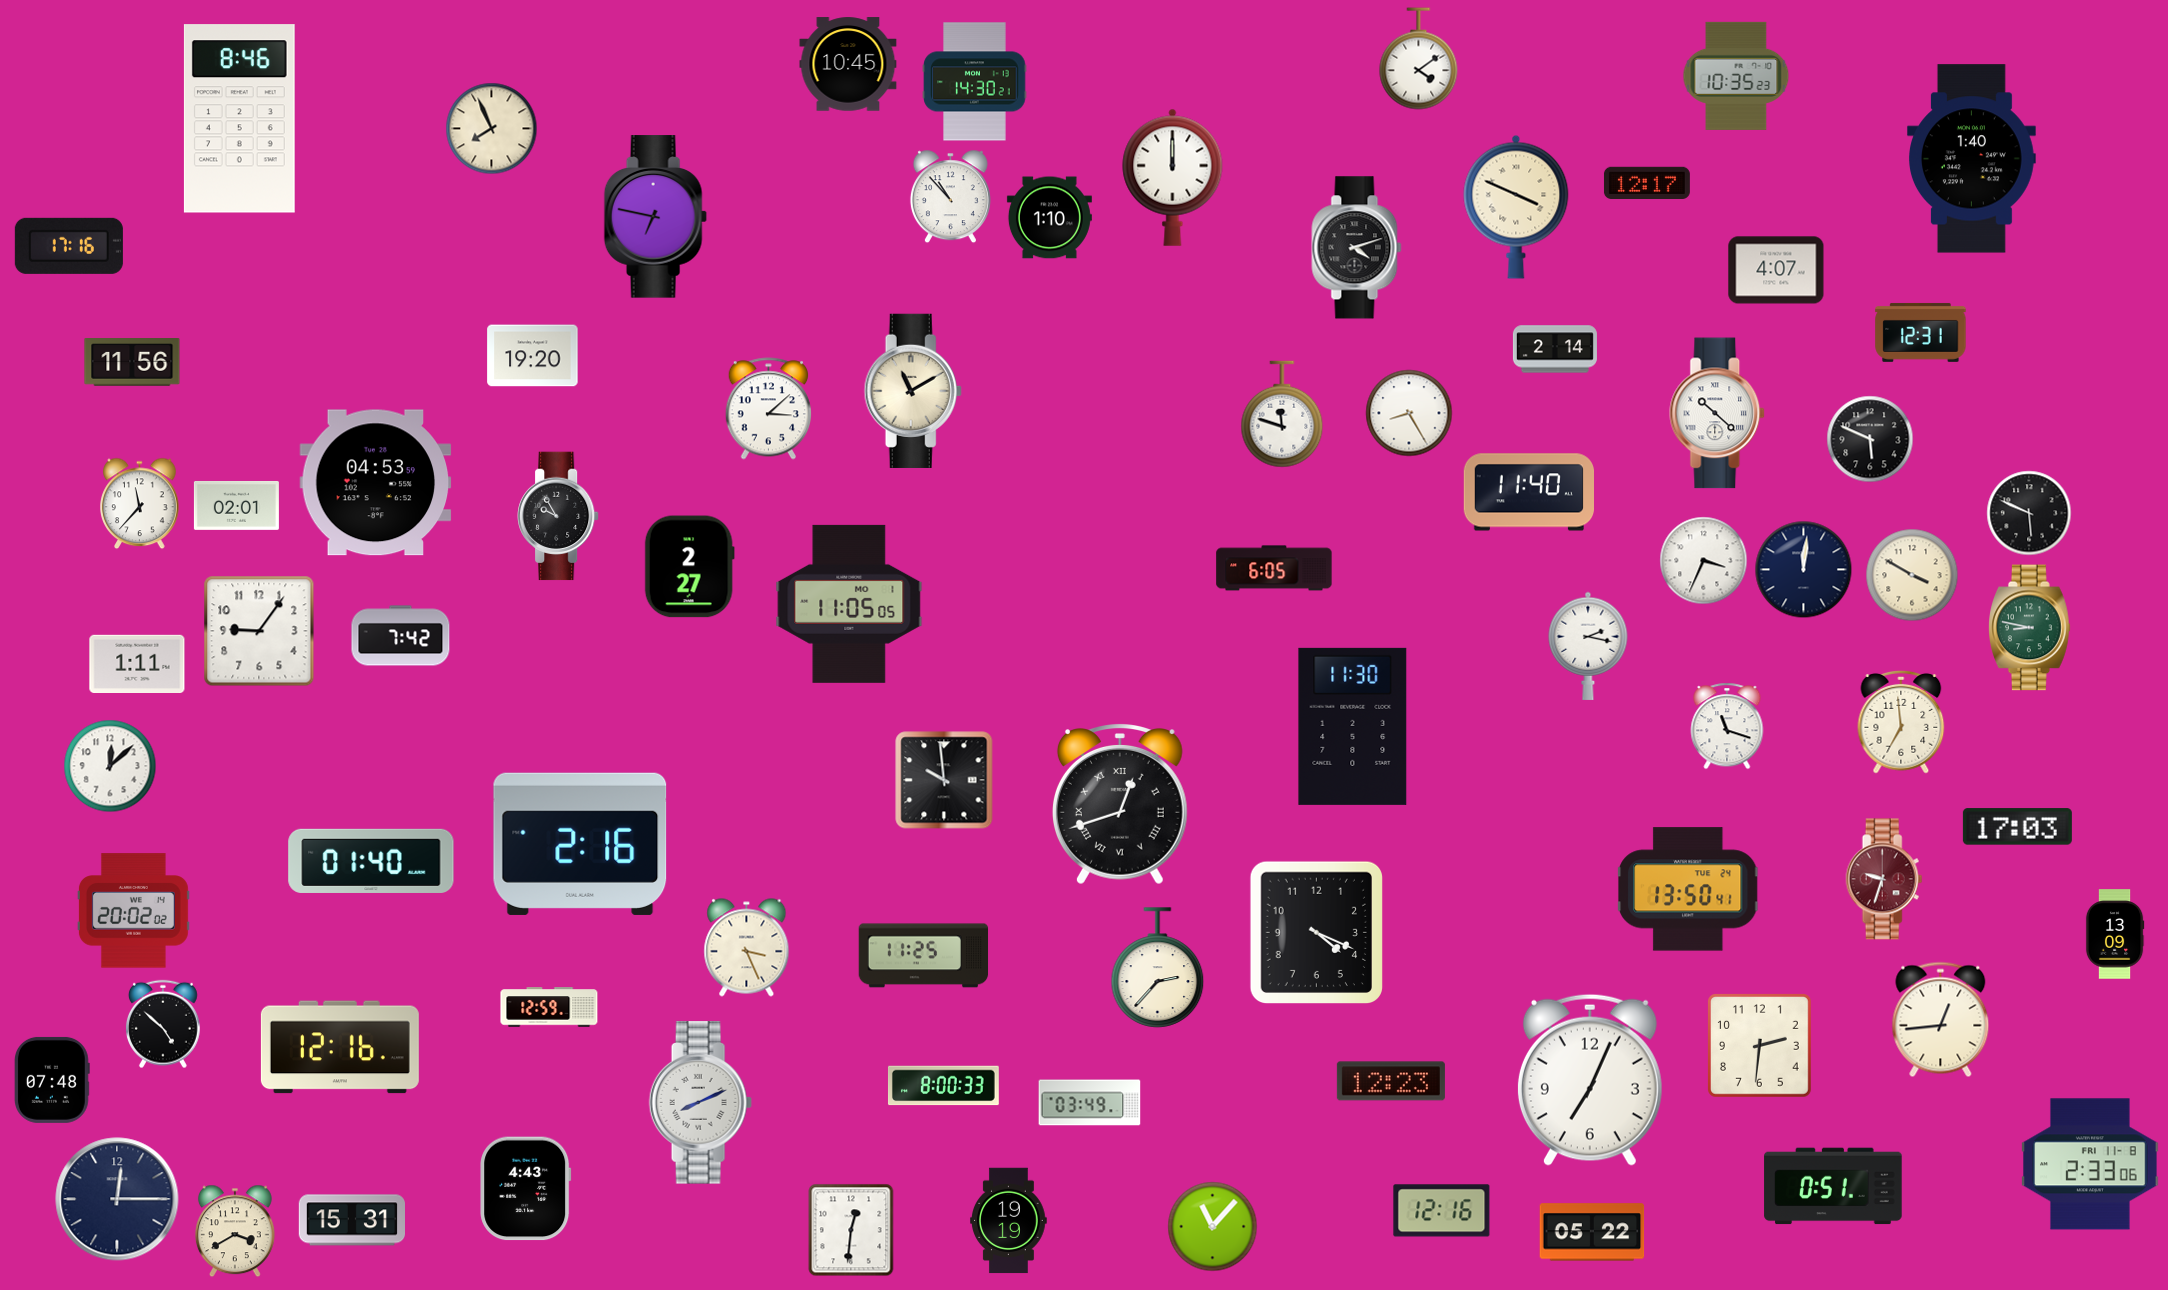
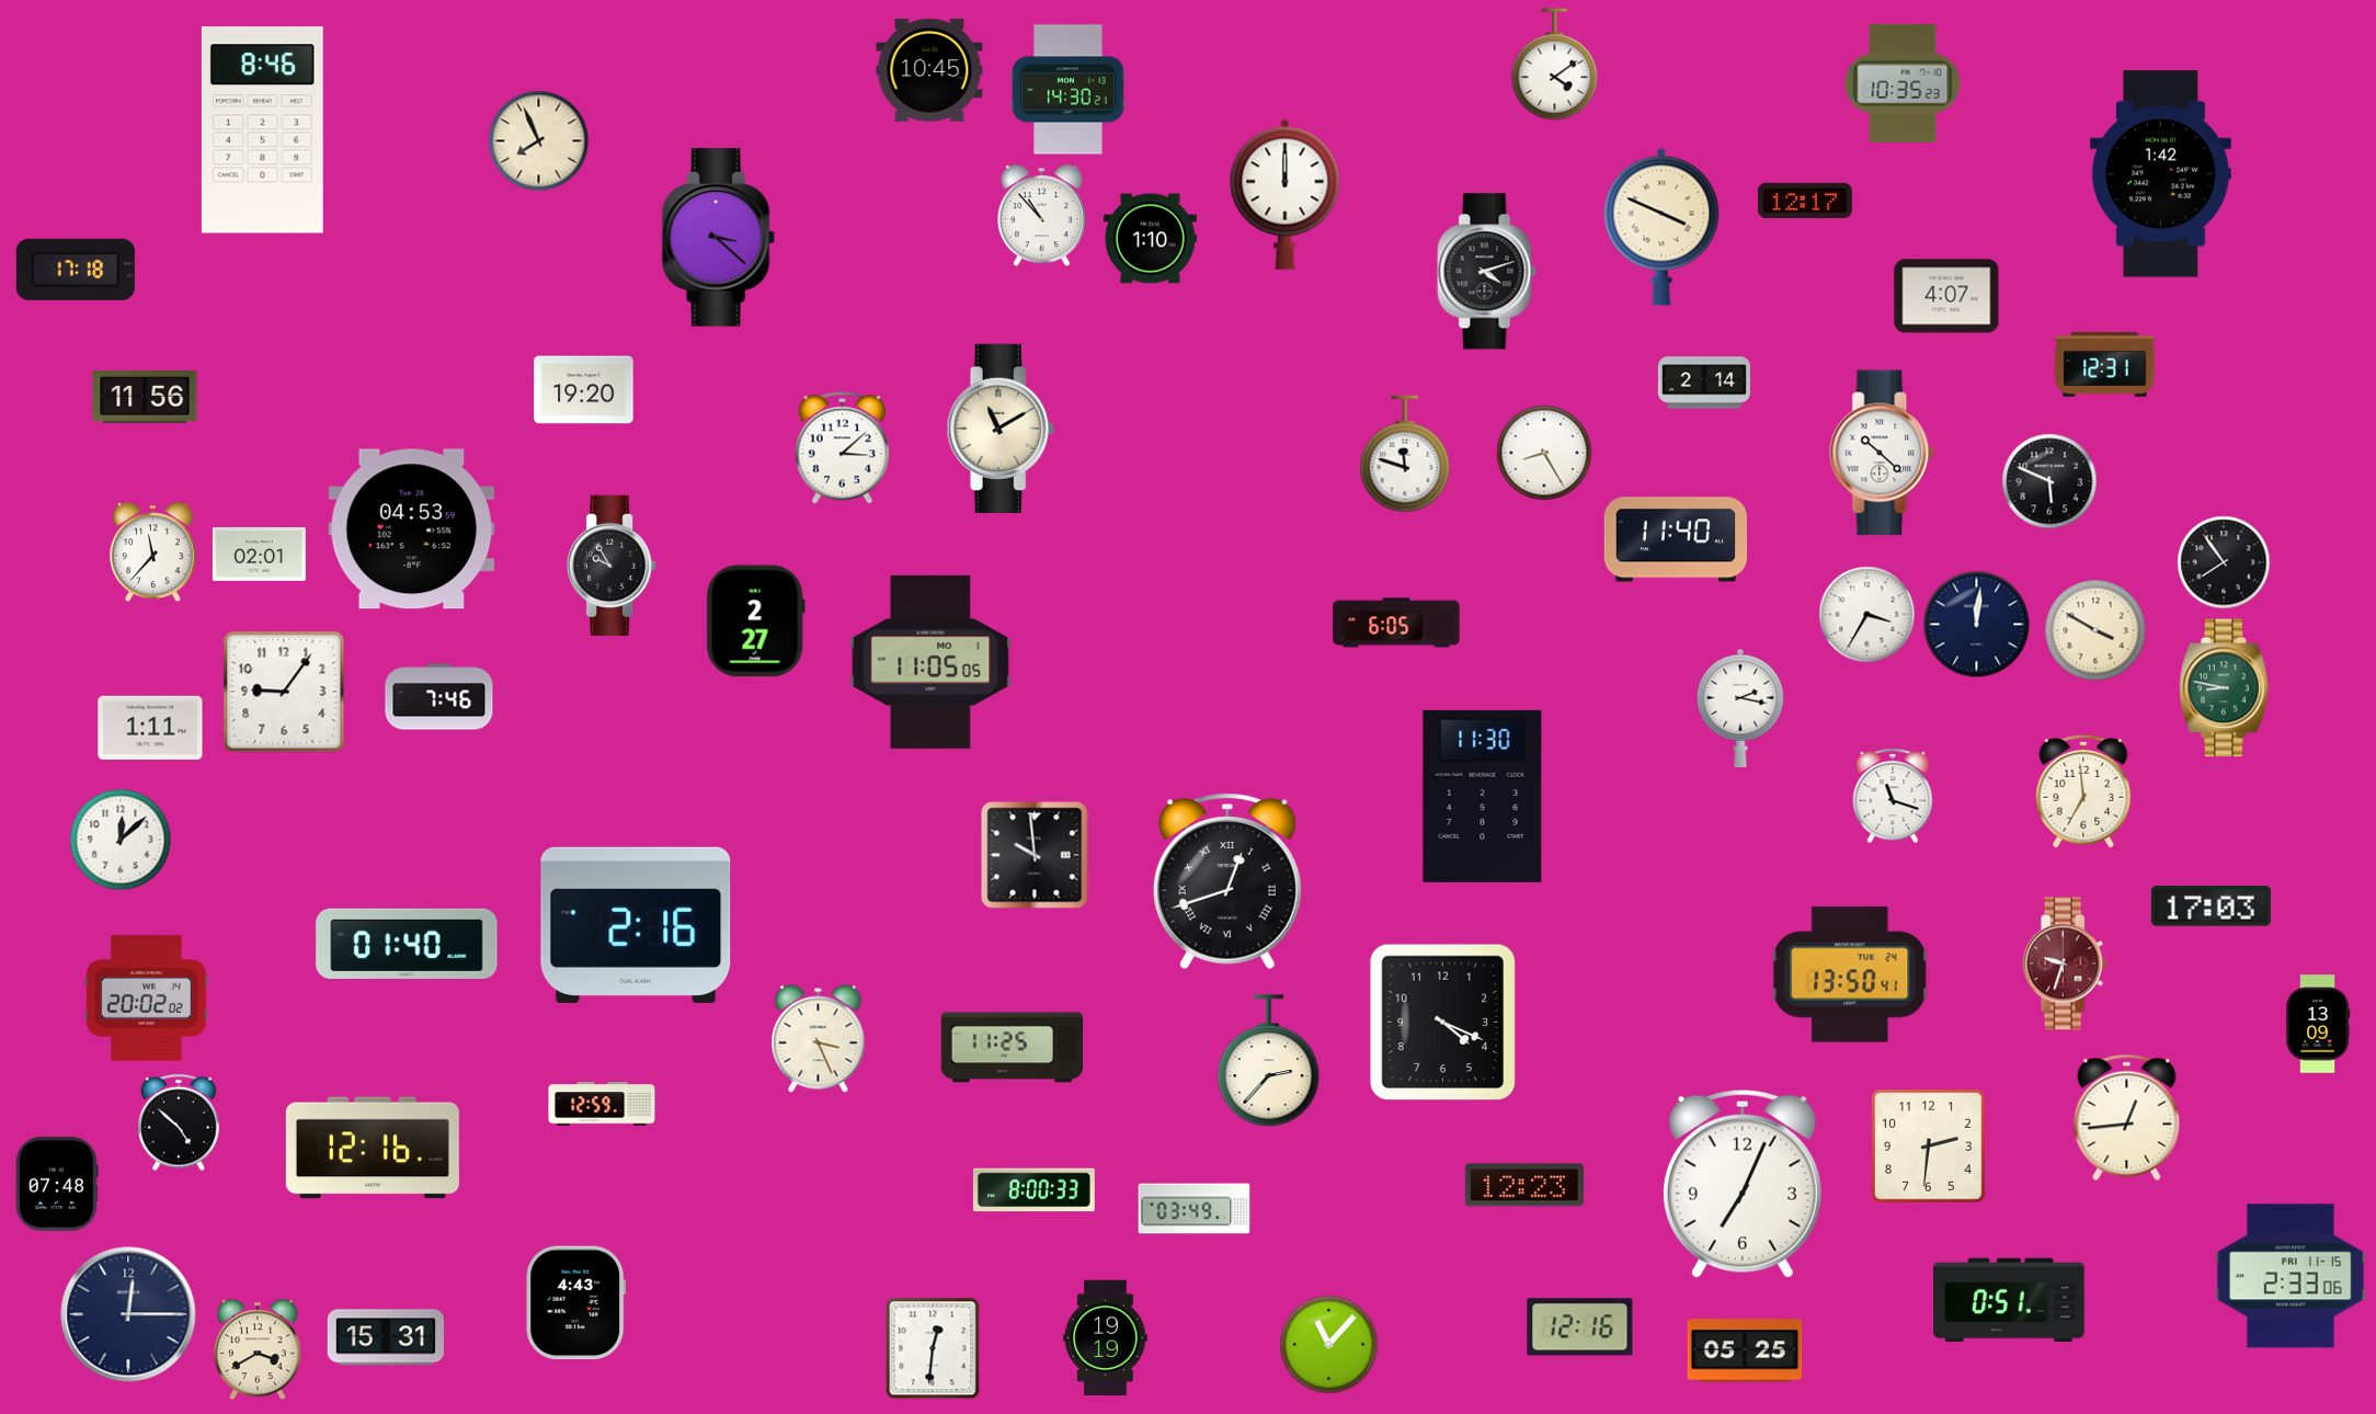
clock at (1972, 159): 1:40 -> 1:42
clock at (655, 217): 6:47 -> 3:22
clock at (69, 246): 17:16 -> 17:18
clock at (2029, 513): 5:49 -> 7:54
clock at (1704, 561): 3:34 -> 3:35
clock at (401, 636): 7:42 -> 7:46
clock at (700, 1103): 8:11 -> none
clock at (2090, 1164) date: FRI 11-8 -> FRI 11-15
clock at (1592, 1232): 05:22 -> 05:25
